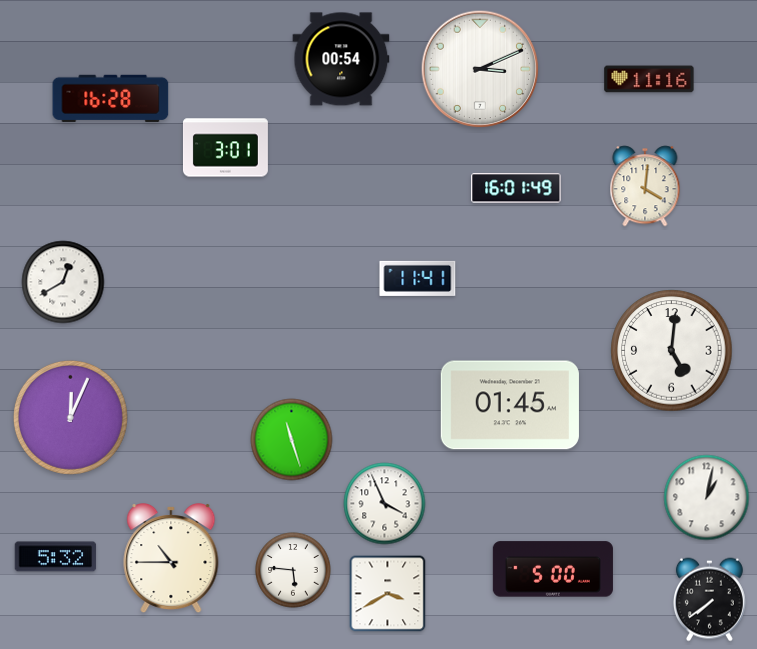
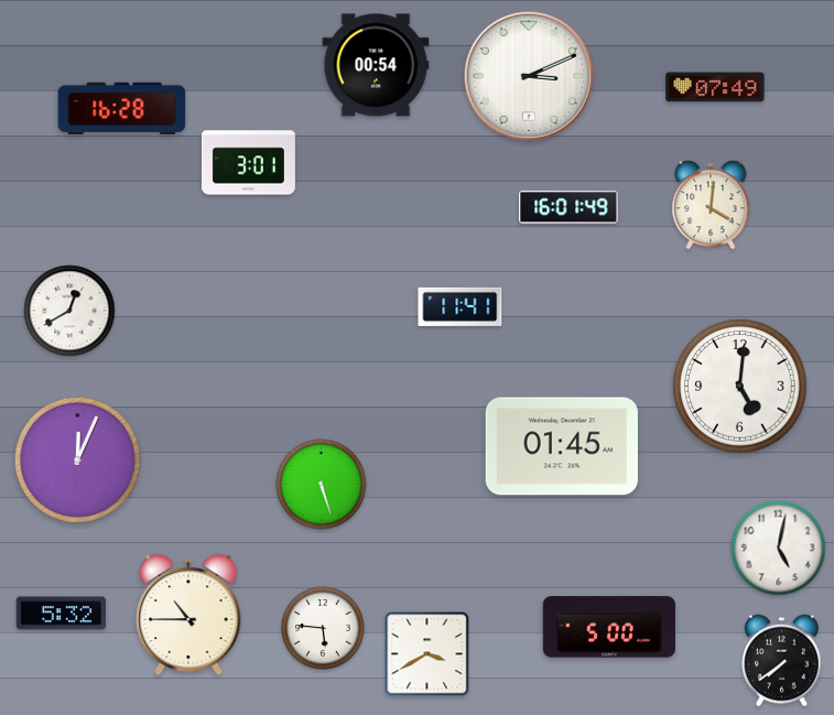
clock at (649, 79): 11:16 -> 07:49
clock at (292, 440): 11:27 -> 5:27
clock at (707, 498): 1:02 -> 5:02
clock at (385, 504): 3:56 -> none
